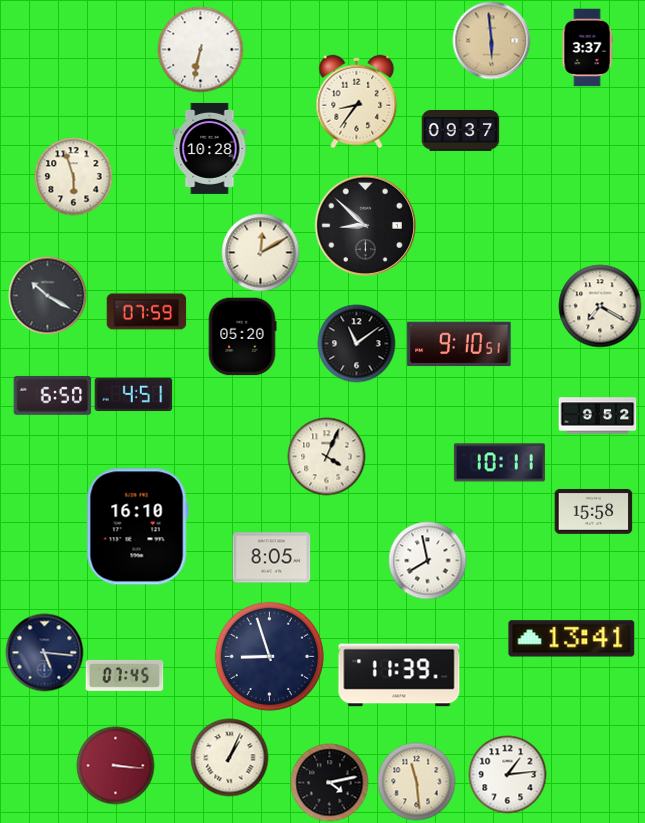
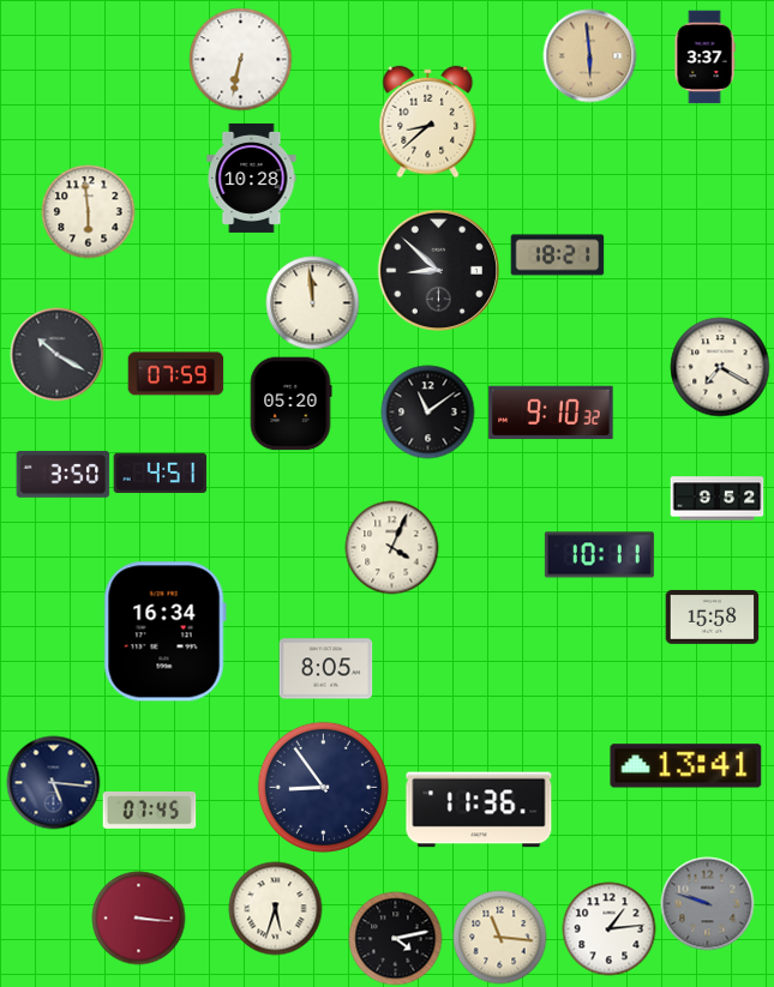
clock at (491, 40) position: (491, 40) -> (589, 55)
clock at (357, 101): 8:36 -> 8:38
clock at (460, 130): 09:37 -> none
clock at (73, 176): 5:57 -> 5:59
clock at (557, 255): none -> 18:21
clock at (260, 252): 12:10 -> 11:59
clock at (459, 344): 9:10:51 -> 9:10:32
clock at (52, 395): 6:50 -> 3:50
clock at (593, 511) position: (593, 511) -> (712, 616)
clock at (137, 527): 16:10 -> 16:34
clock at (427, 560): 7:58 -> none
clock at (269, 656): 8:57 -> 8:54
clock at (399, 675): 11:39 -> 11:36
clock at (707, 903): none -> 9:48
clock at (229, 757): 1:04 -> 5:33
clock at (416, 781): 11:29 -> 11:16
